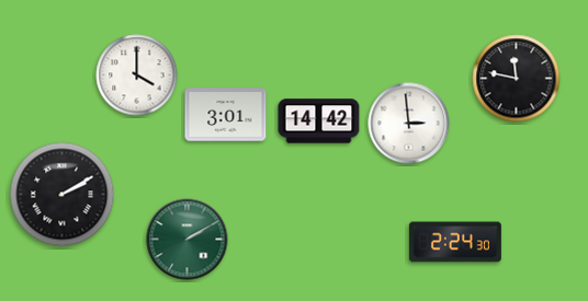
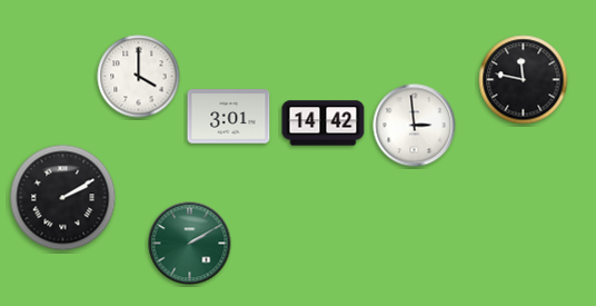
clock at (455, 242): 2:24 -> none
